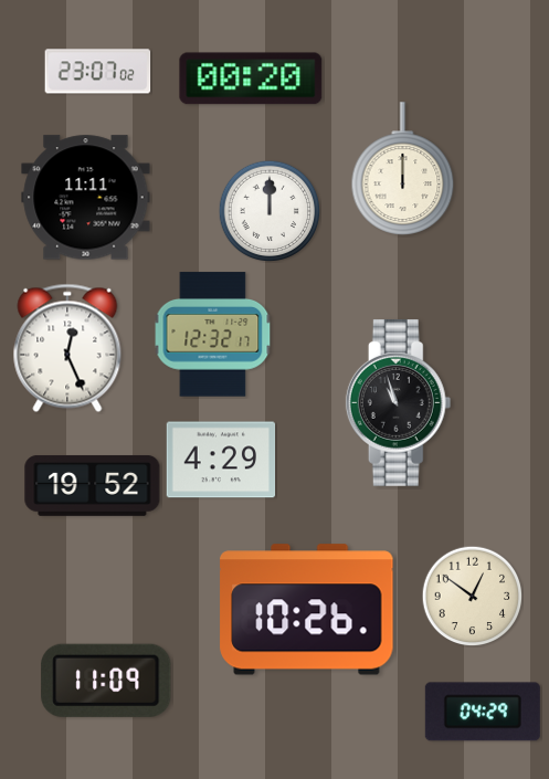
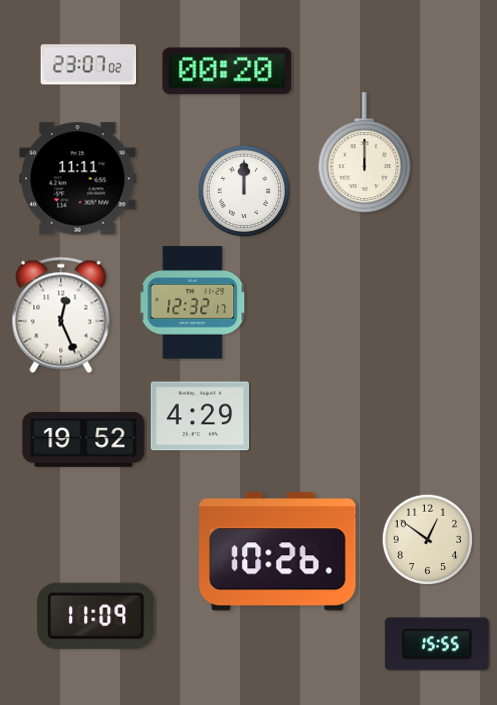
clock at (399, 402): 10:57 -> none
clock at (483, 712): 04:29 -> 15:55
